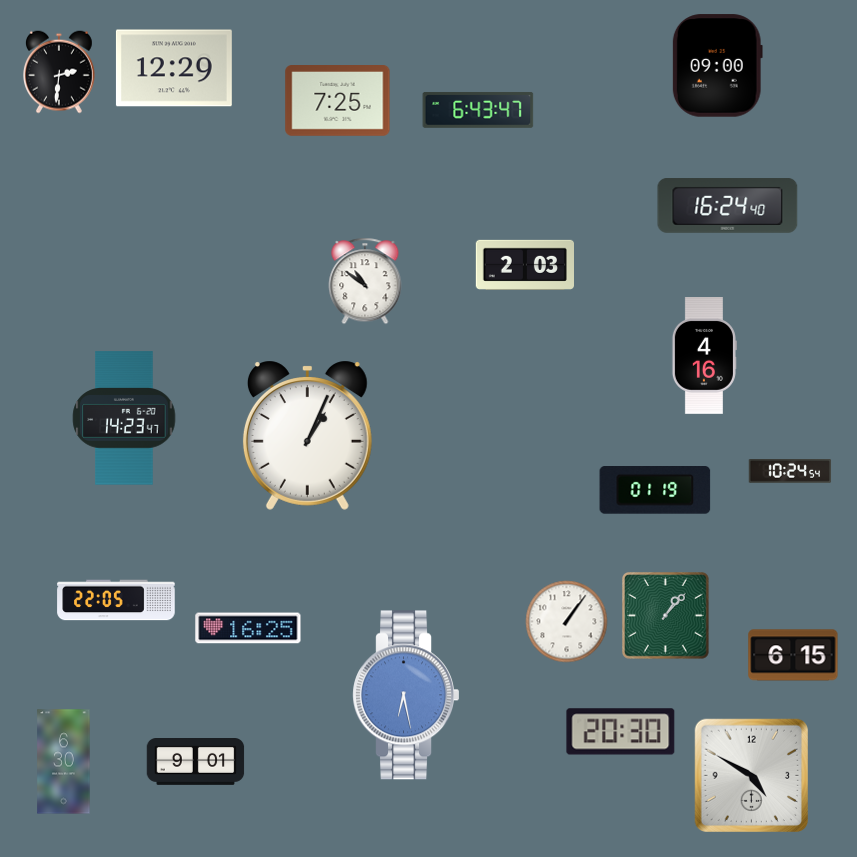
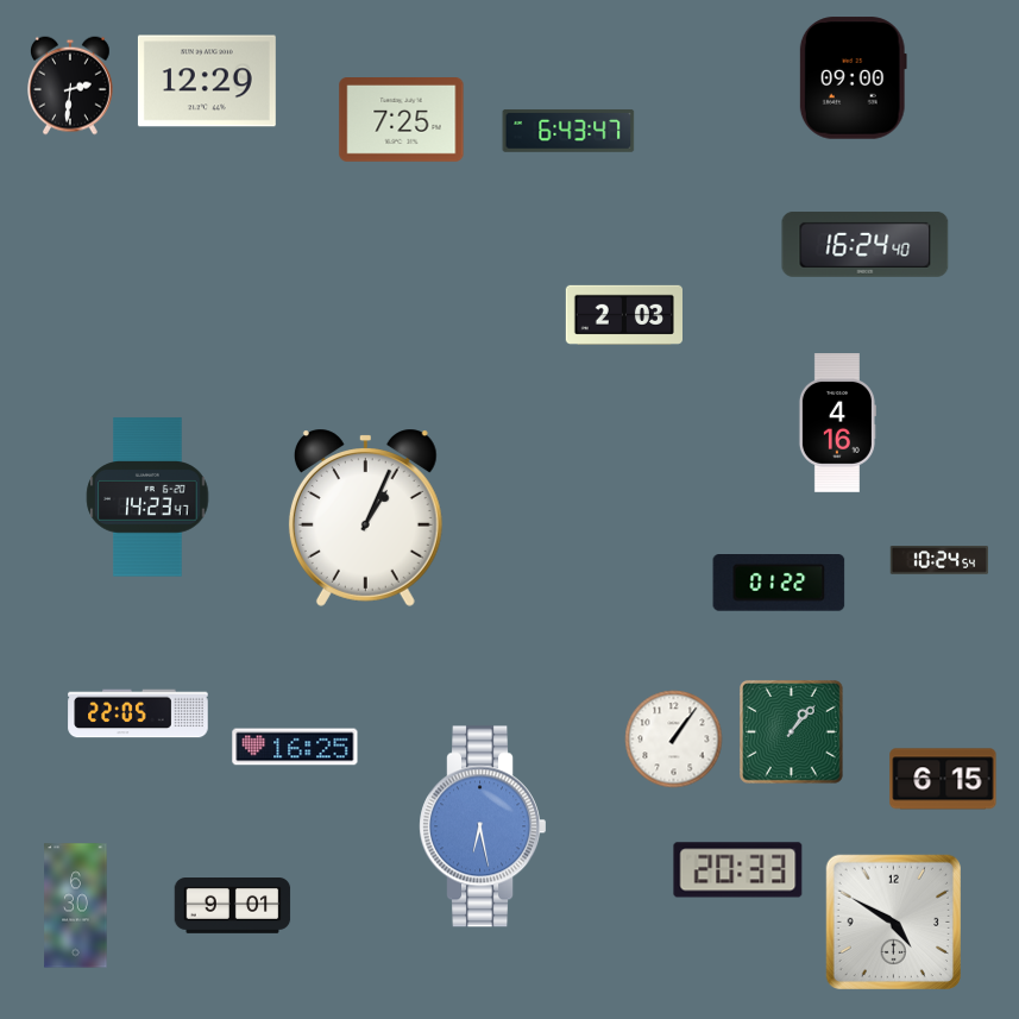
clock at (365, 281): 10:51 -> none
clock at (655, 491): 01:19 -> 01:22
clock at (621, 732): 20:30 -> 20:33
